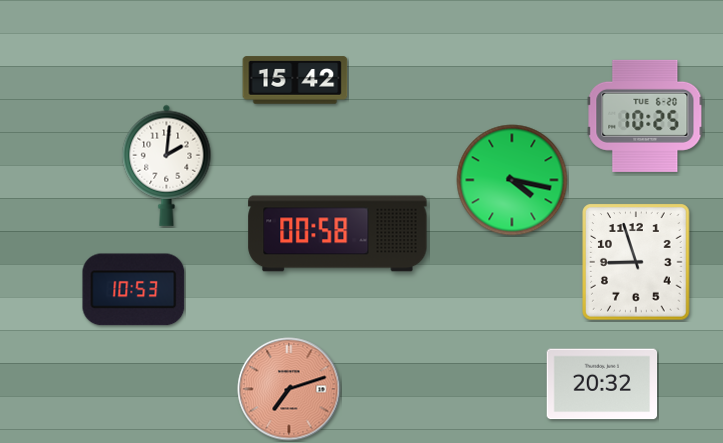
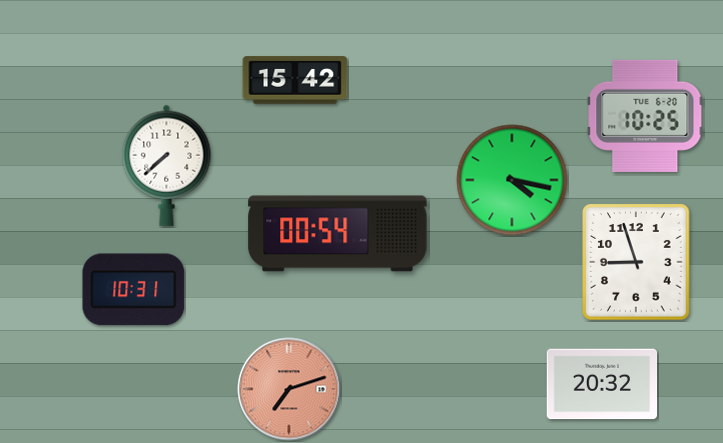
clock at (167, 165): 2:01 -> 7:38
clock at (338, 234): 00:58 -> 00:54
clock at (134, 290): 10:53 -> 10:31
